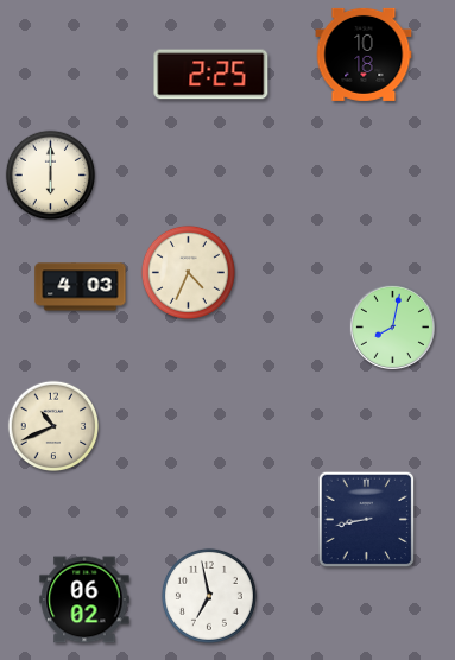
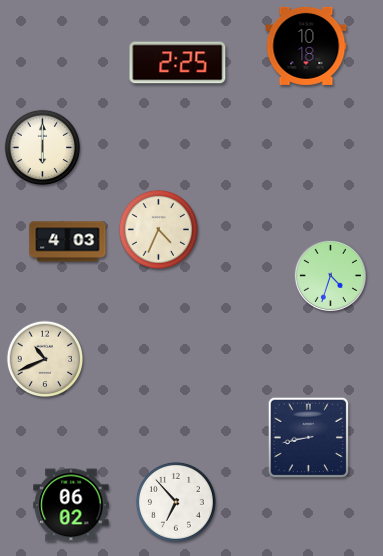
clock at (392, 326): 8:02 -> 4:33
clock at (209, 596): 6:58 -> 6:53
